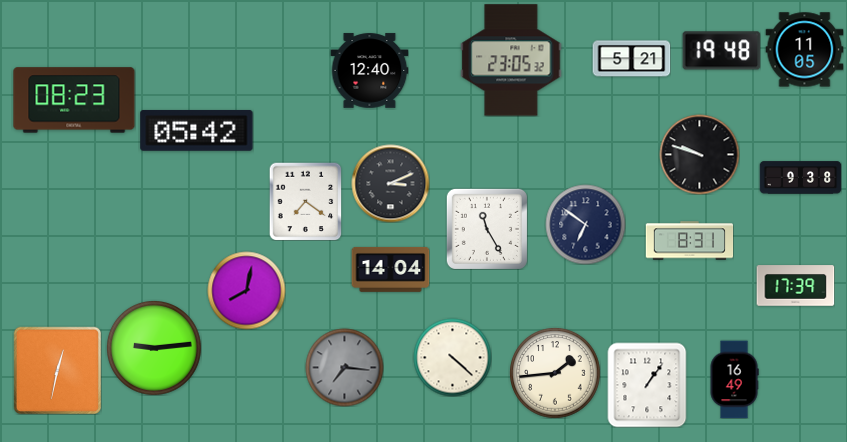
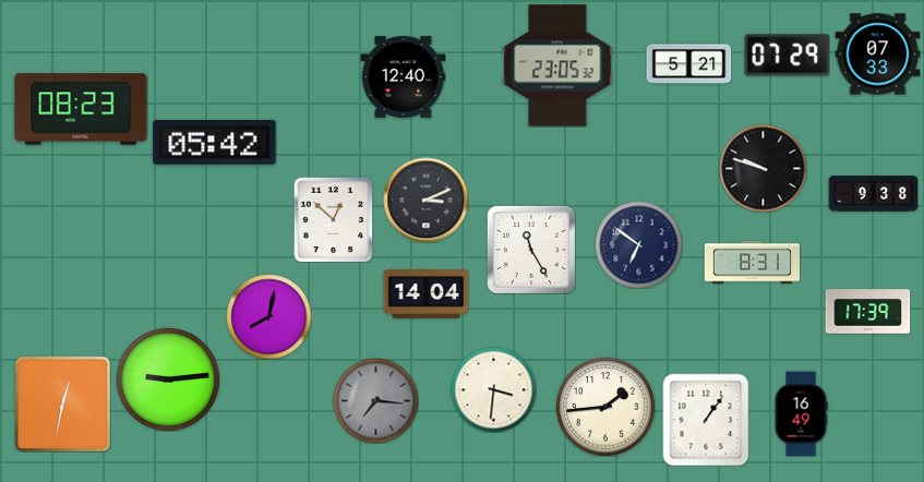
clock at (804, 50): 11:05 -> 07:33
clock at (721, 51): 19:48 -> 07:29
clock at (306, 201): 7:21 -> 12:52
clock at (452, 357): 4:22 -> 3:31
